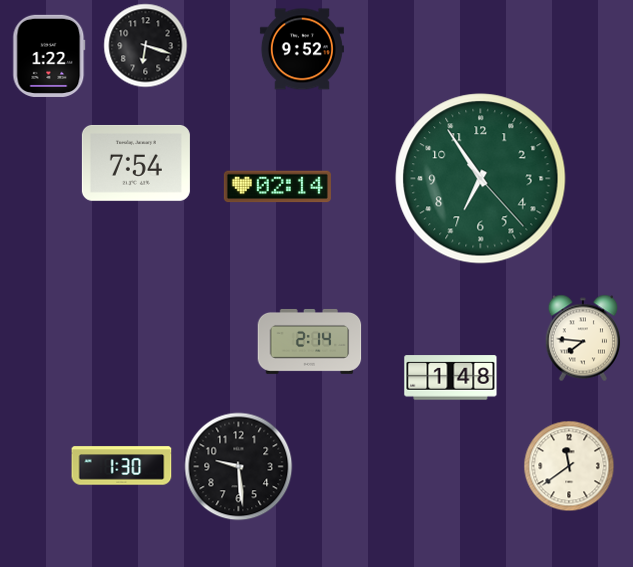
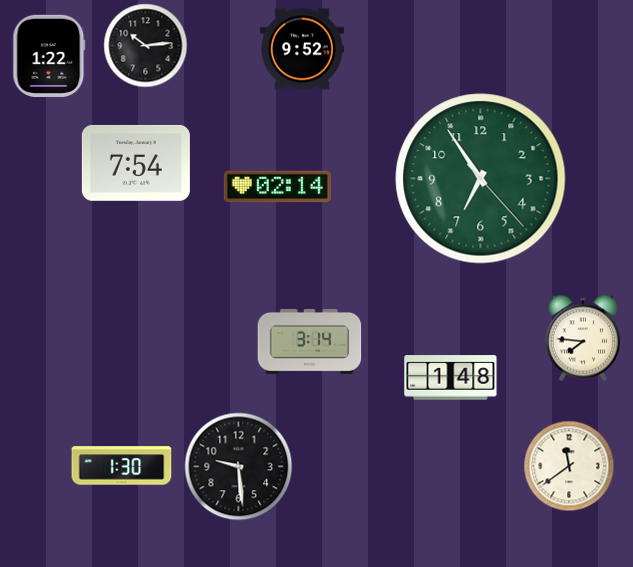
clock at (146, 46): 6:18 -> 10:14
clock at (310, 341): 2:14 -> 3:14
